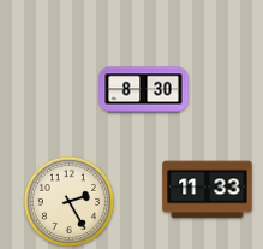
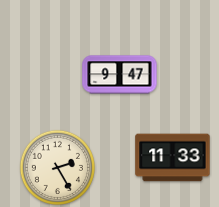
clock at (144, 90): 8:30 -> 9:47
